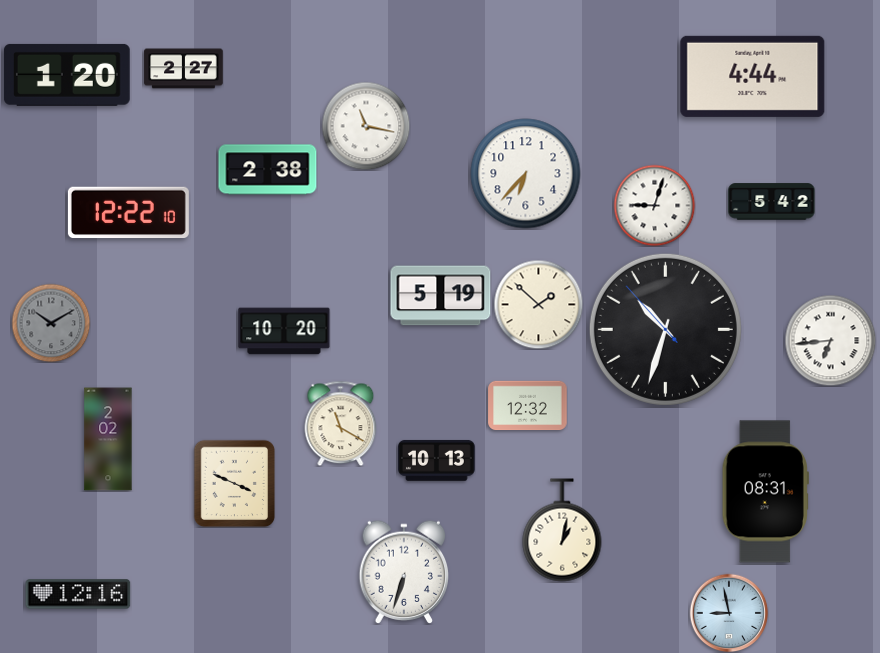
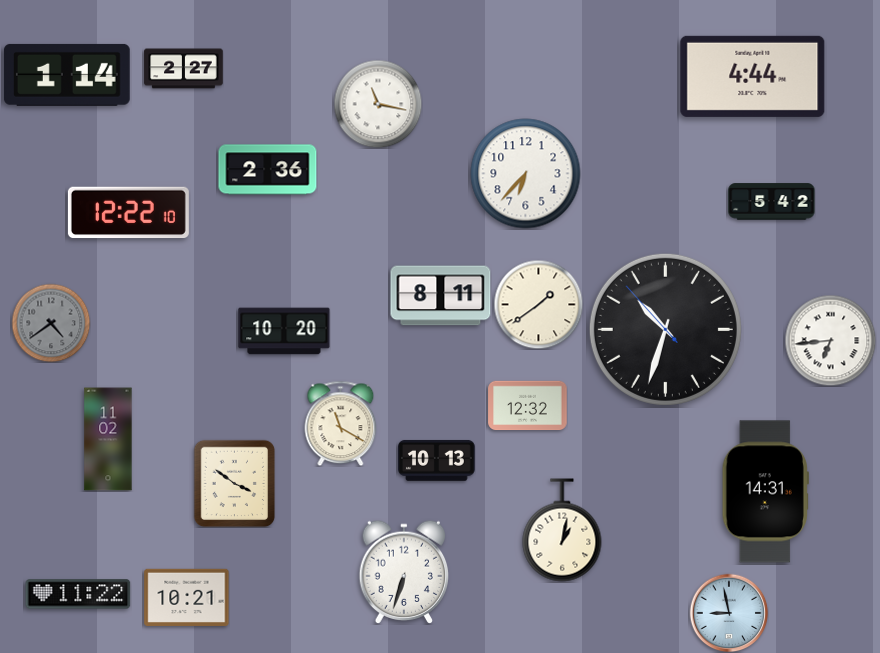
clock at (67, 75): 1:20 -> 1:14
clock at (366, 126) position: (366, 126) -> (378, 104)
clock at (268, 170): 2:38 -> 2:36
clock at (654, 205): 9:03 -> none
clock at (441, 296): 5:19 -> 8:11
clock at (538, 304): 1:52 -> 1:39
clock at (51, 323): 10:10 -> 4:39
clock at (108, 439): 2:02 -> 11:02
clock at (235, 483): 3:49 -> 3:51
clock at (765, 492): 08:31 -> 14:31
clock at (78, 594): 12:16 -> 11:22
clock at (187, 597): none -> 10:21
